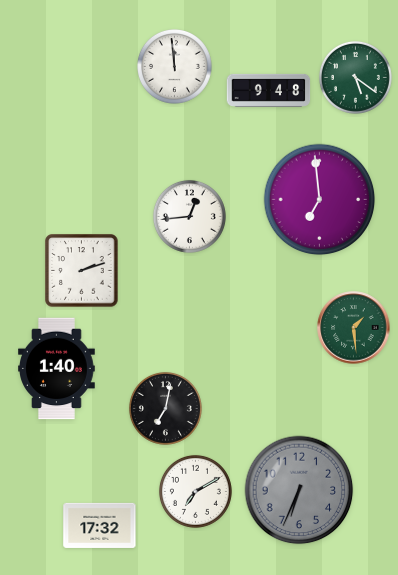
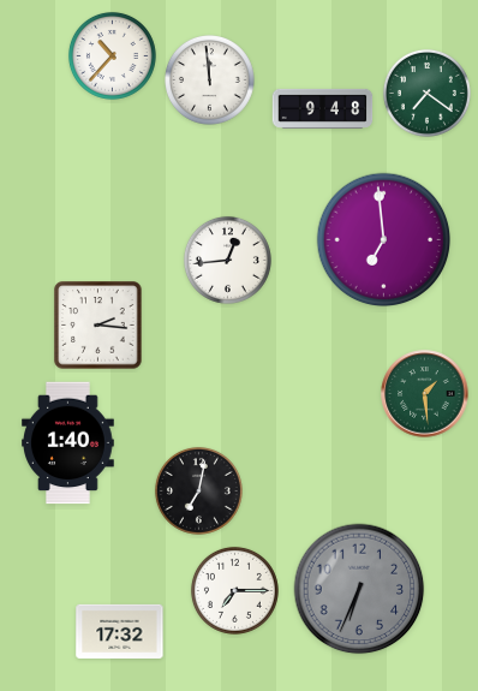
clock at (112, 55): none -> 10:37
clock at (355, 77): 5:21 -> 7:21
clock at (82, 271): 2:12 -> 2:16
clock at (195, 491): 7:10 -> 7:15
